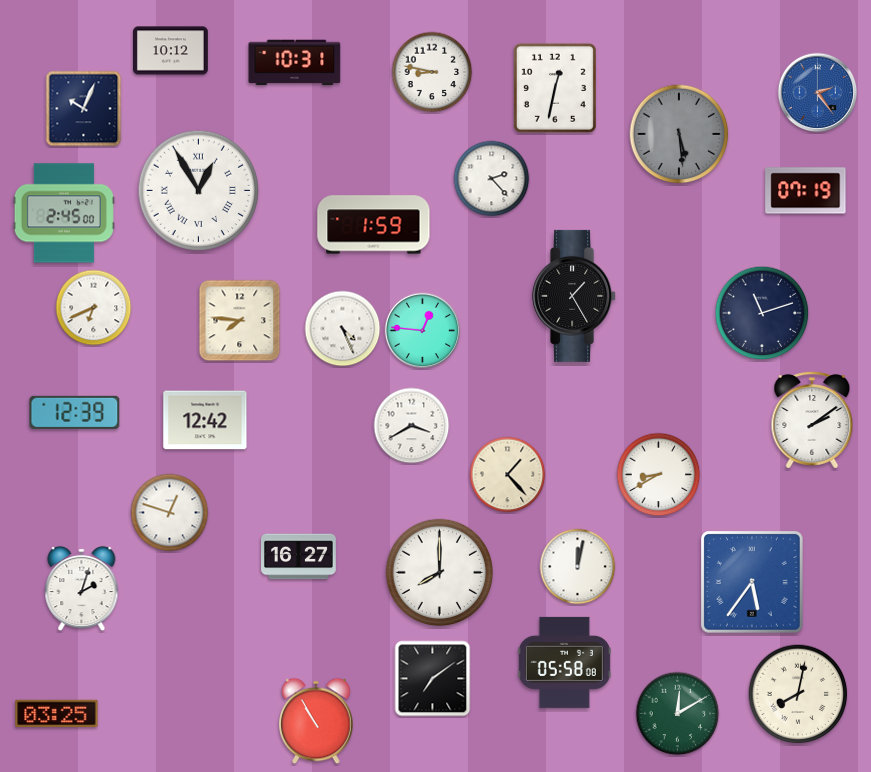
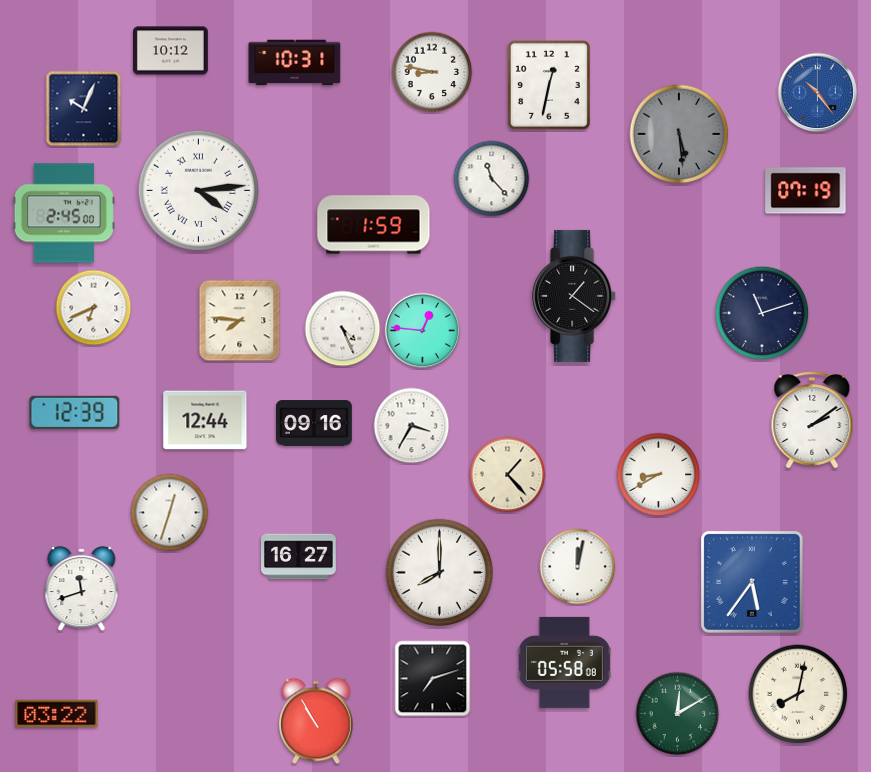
clock at (555, 88) position: (555, 88) -> (549, 85)
clock at (818, 93): 2:24 -> 10:24
clock at (492, 179): 2:23 -> 11:23
clock at (198, 190): 12:55 -> 4:14
clock at (575, 296): 1:25 -> 1:21
clock at (205, 420): 12:42 -> 12:44
clock at (315, 423): none -> 09:16
clock at (412, 426): 3:40 -> 3:35
clock at (170, 513): 12:48 -> 12:33
clock at (82, 589): 2:03 -> 11:42
clock at (433, 679): 7:09 -> 7:12
clock at (57, 714): 03:25 -> 03:22
